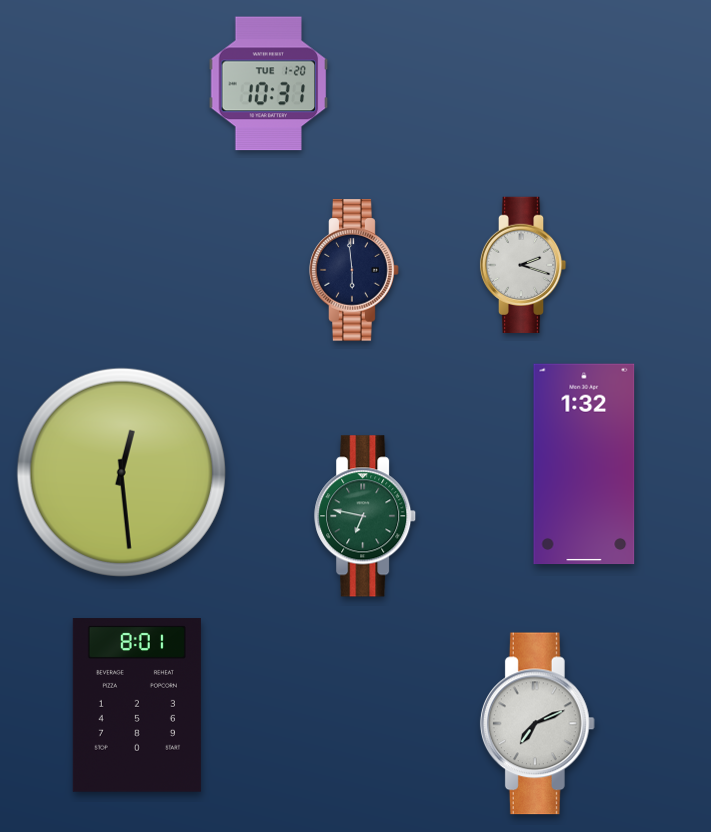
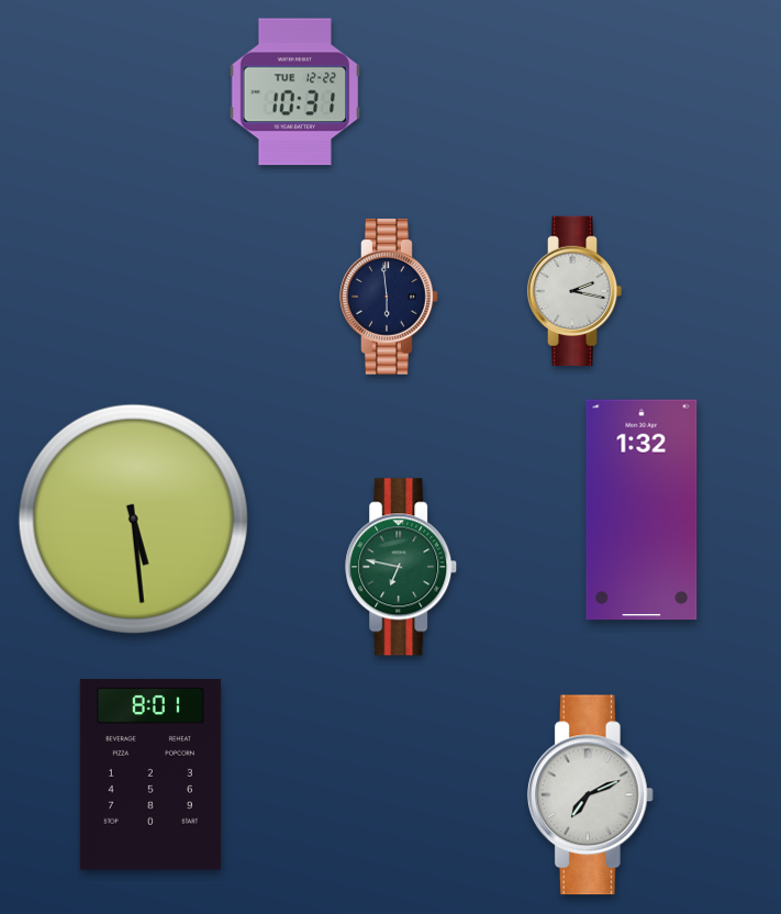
clock at (269, 84) date: TUE 1-20 -> TUE 12-22
clock at (523, 264): 2:18 -> 2:17
clock at (121, 472): 12:29 -> 5:29
